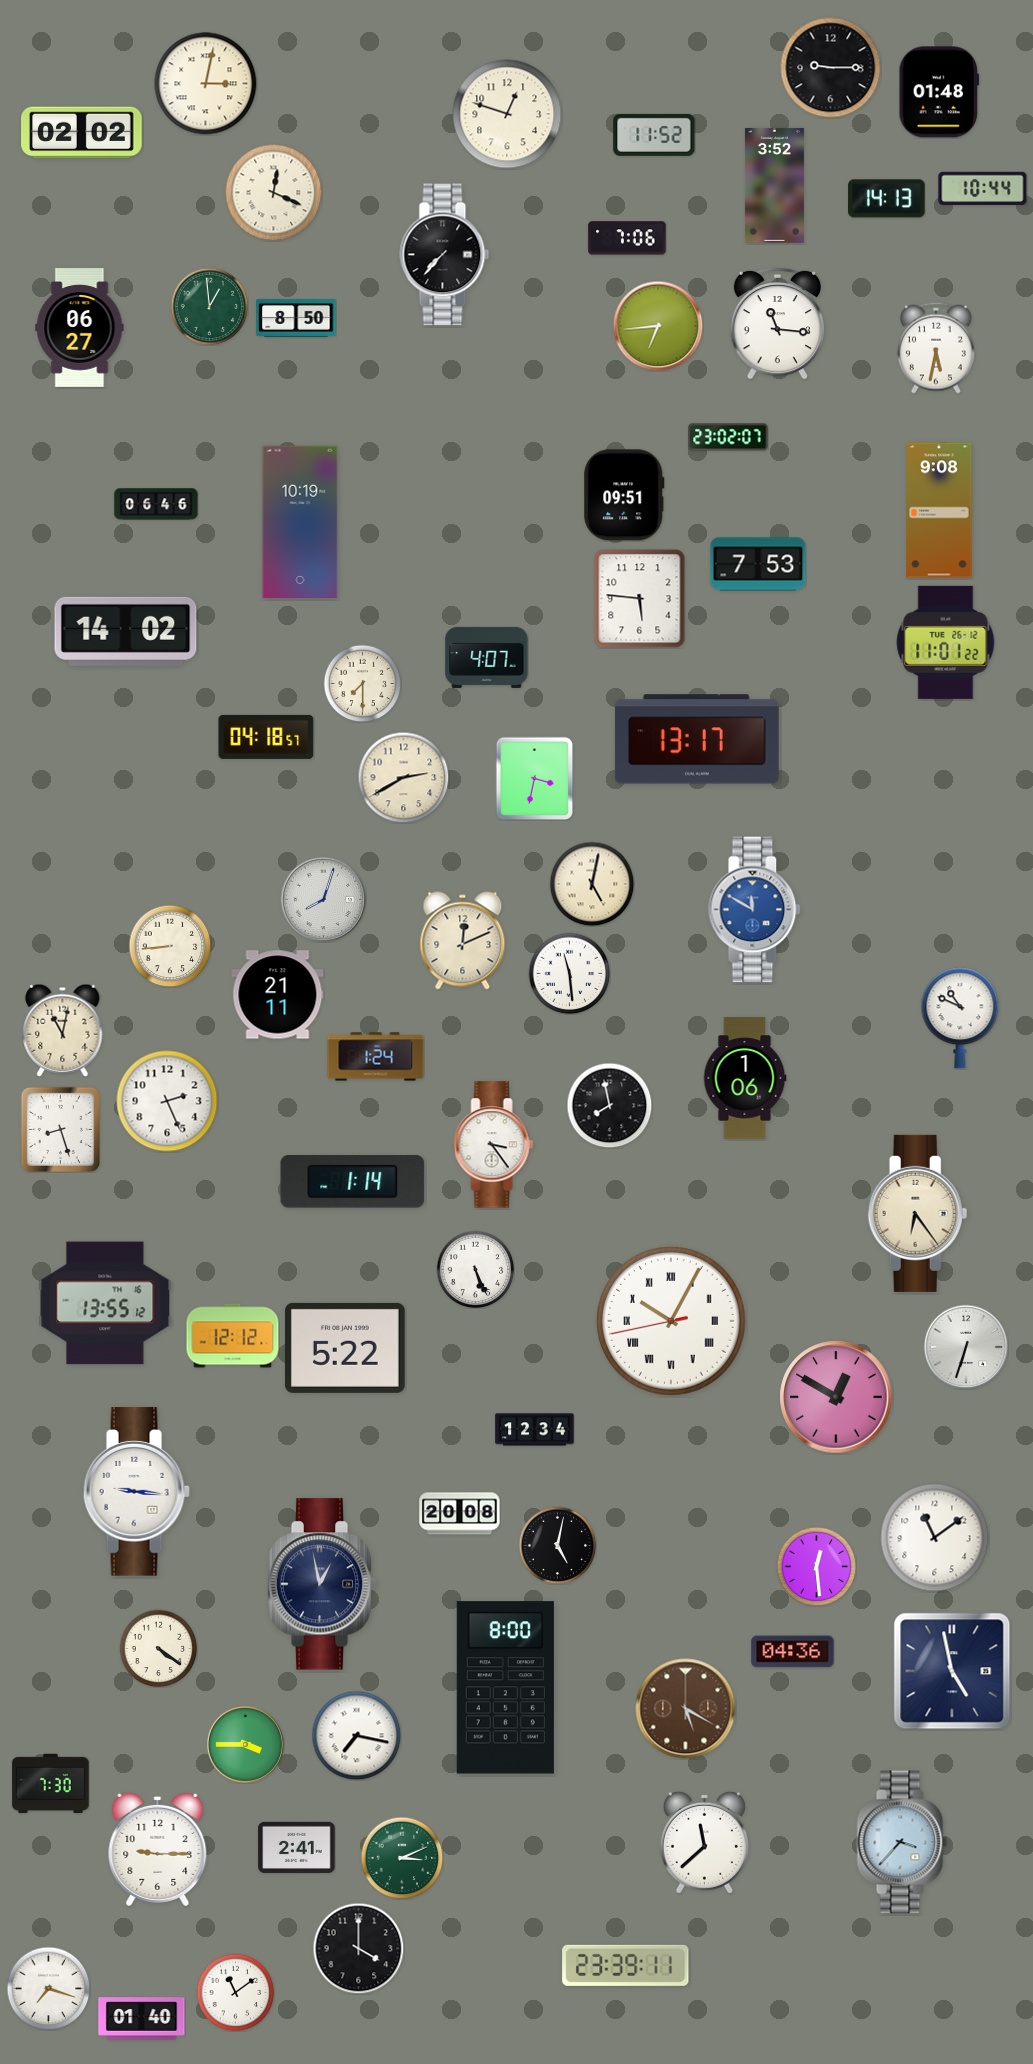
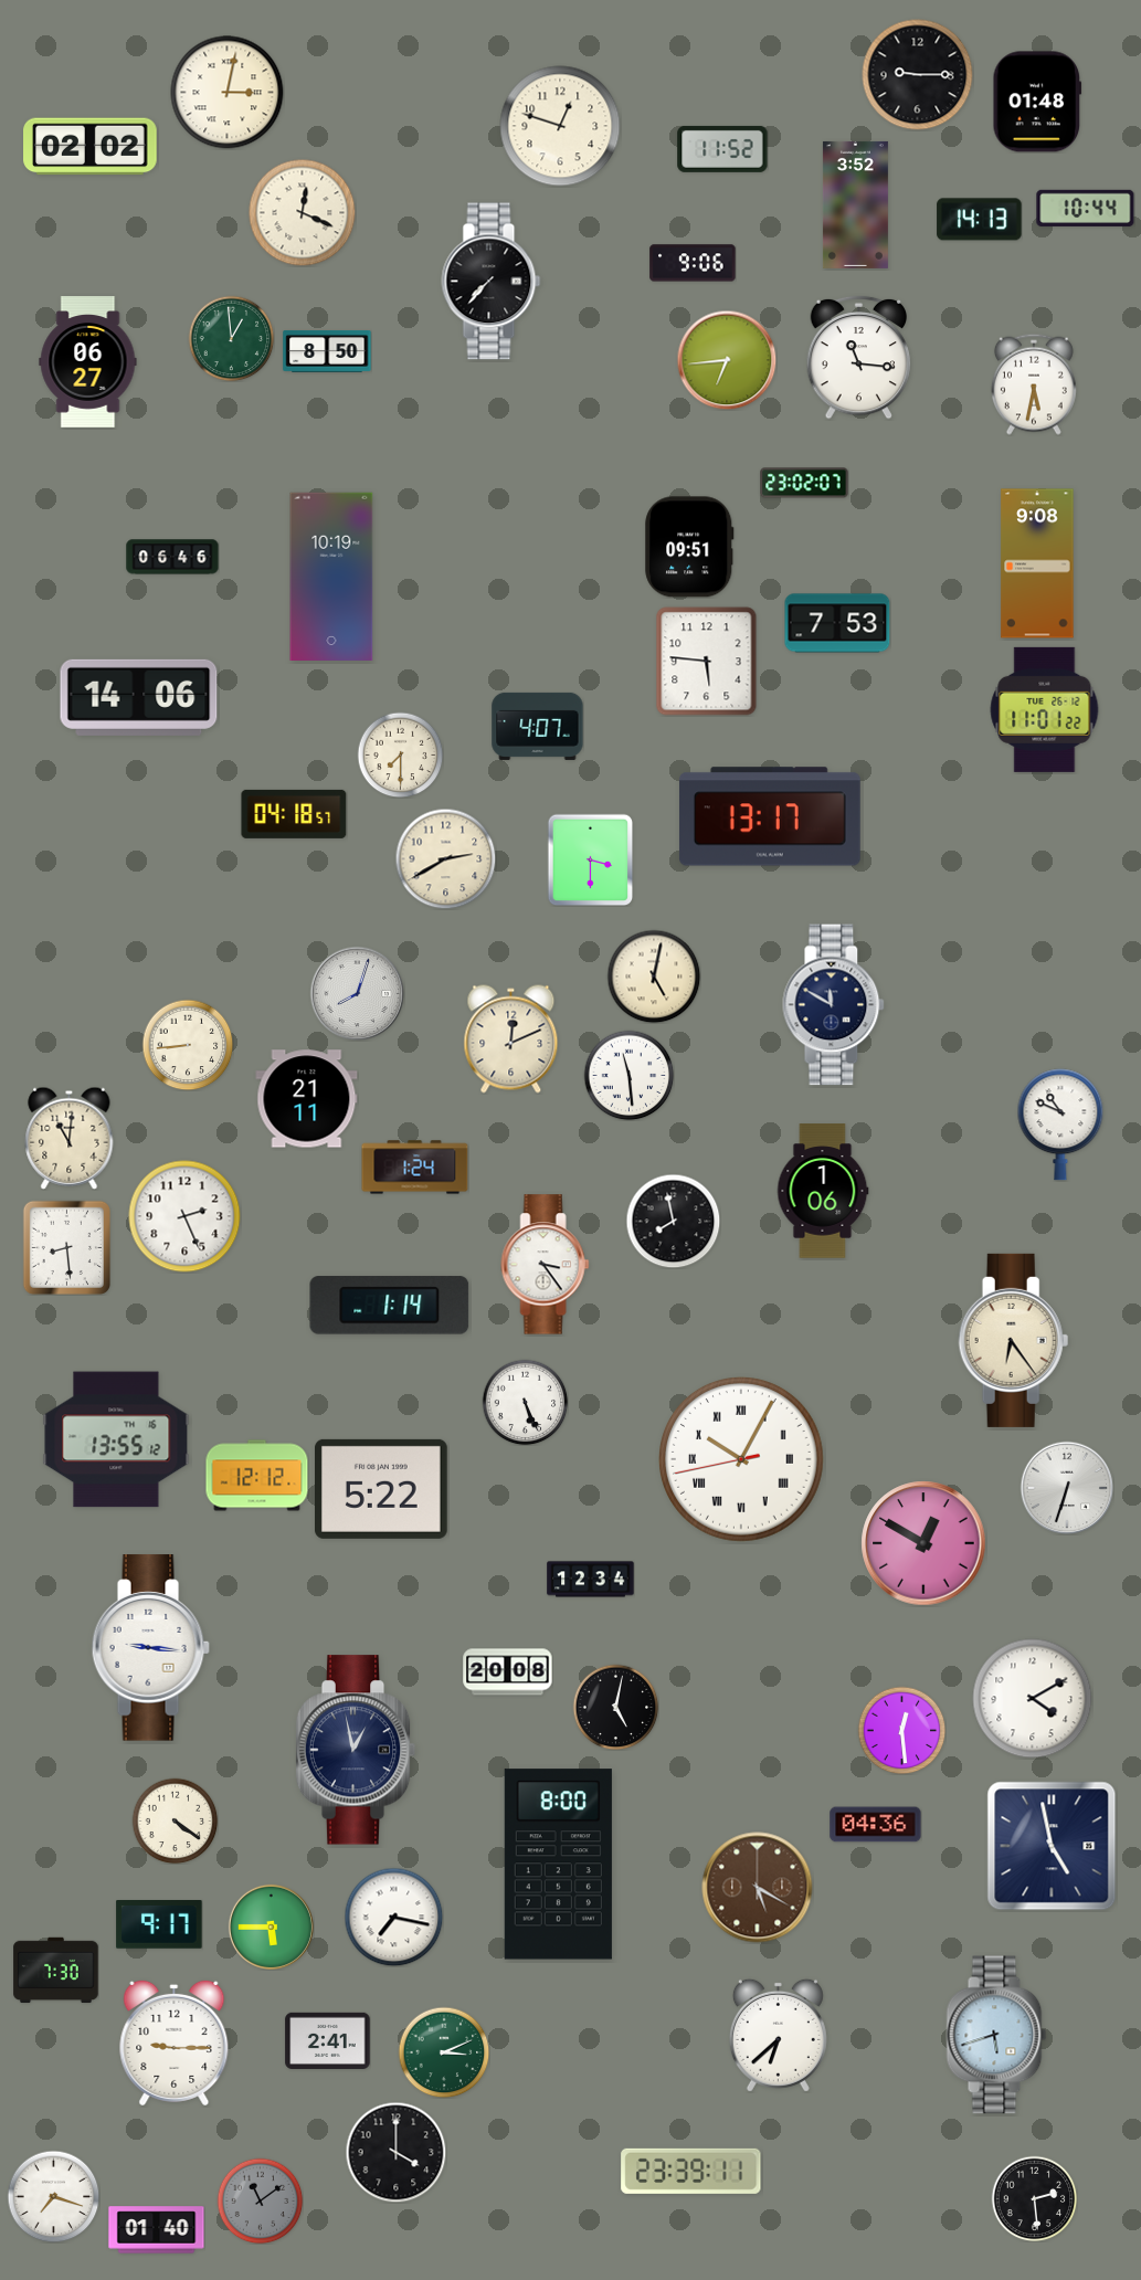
clock at (627, 238): 7:06 -> 9:06
clock at (126, 631): 14:02 -> 14:06
clock at (535, 778): 3:32 -> 3:30
clock at (755, 910) dial: blue -> navy
clock at (63, 1030): 11:02 -> 11:01
clock at (60, 1129): 8:27 -> 8:29
clock at (935, 1538): 11:09 -> 4:10
clock at (159, 1924): none -> 9:17
clock at (245, 1744): 3:45 -> 5:45
clock at (704, 1842): 11:38 -> 6:38
clock at (902, 1842): 3:37 -> 5:42
clock at (1034, 2198): none -> 2:29
clock at (235, 1992) dial: white -> grey
